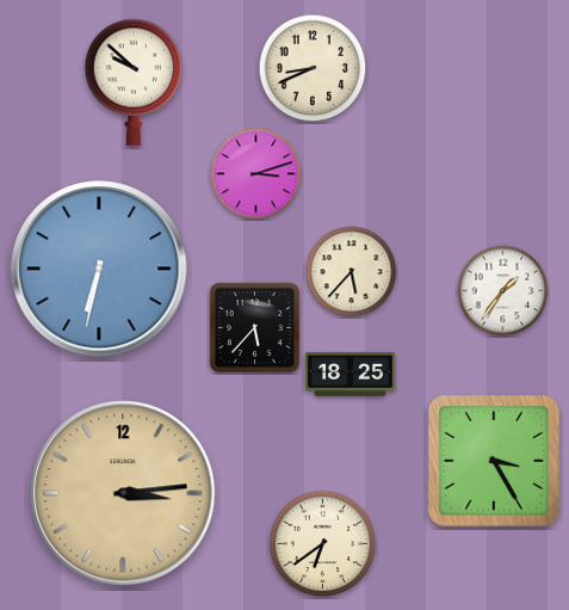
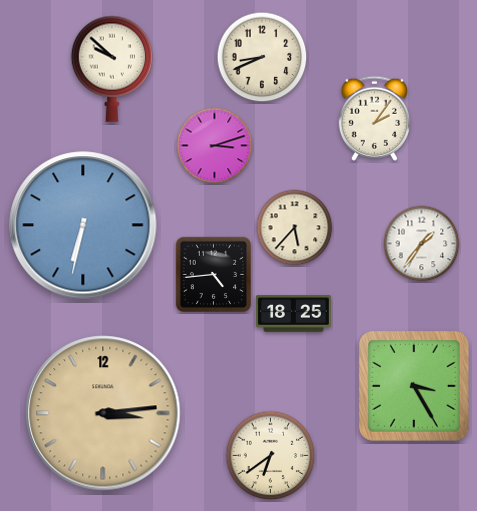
clock at (374, 118): none -> 2:06
clock at (255, 328): 5:37 -> 4:44
